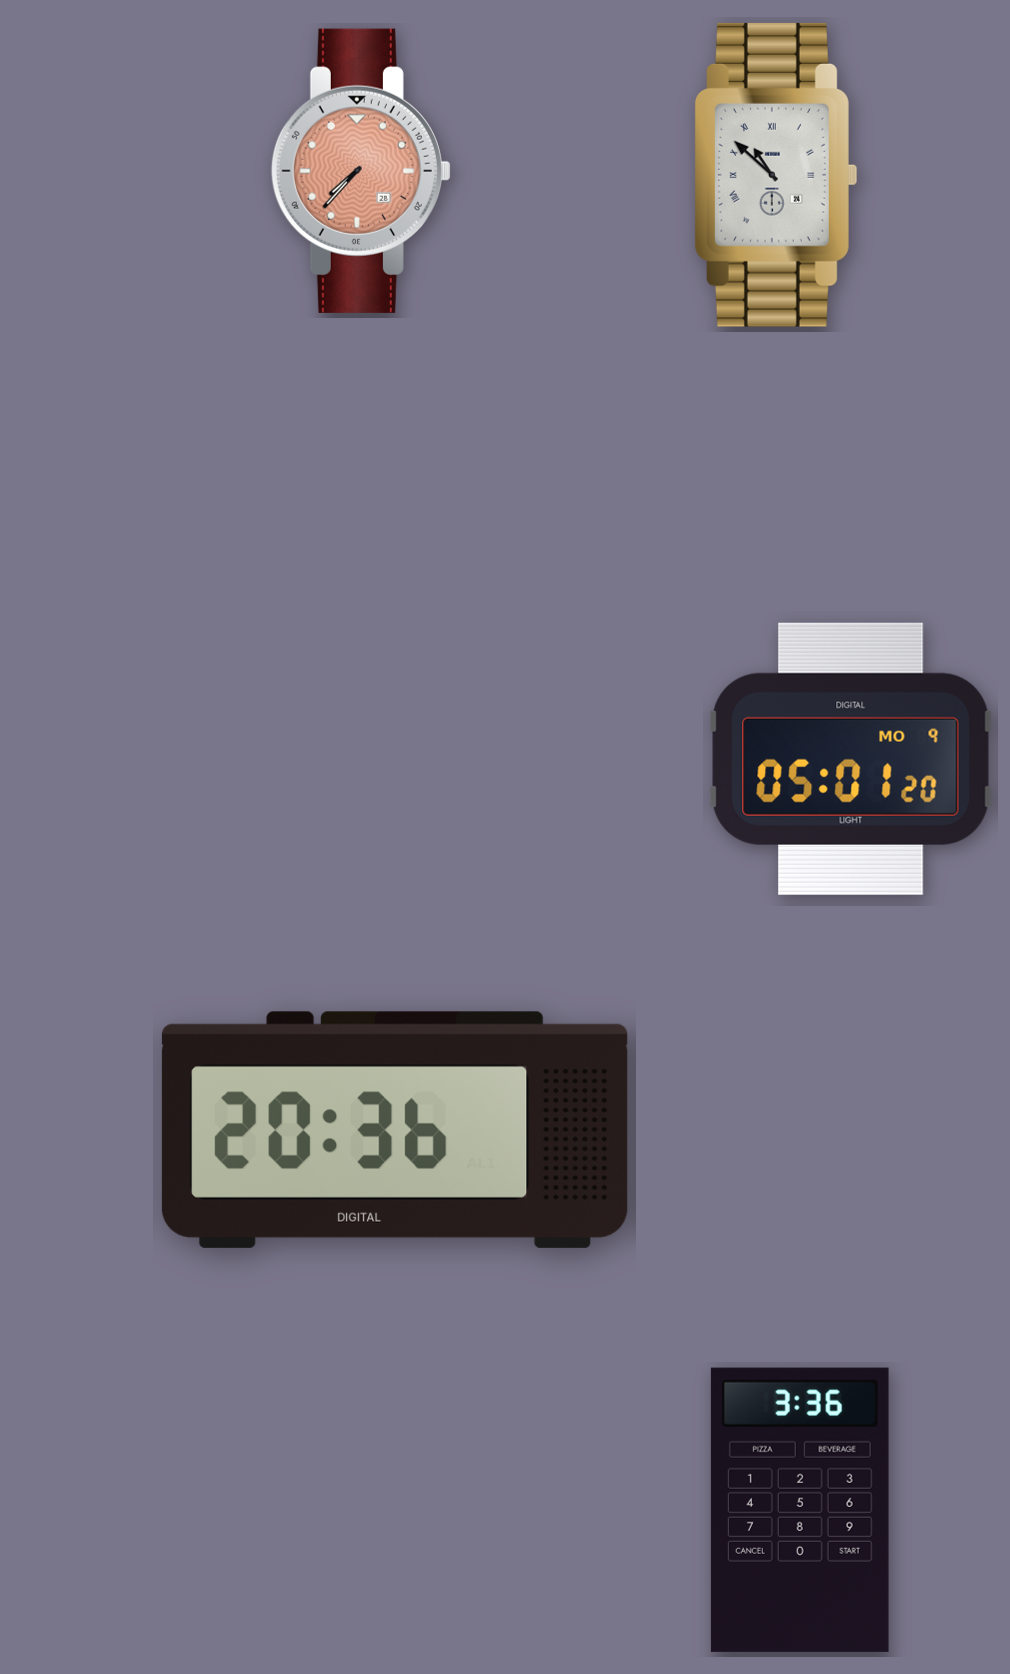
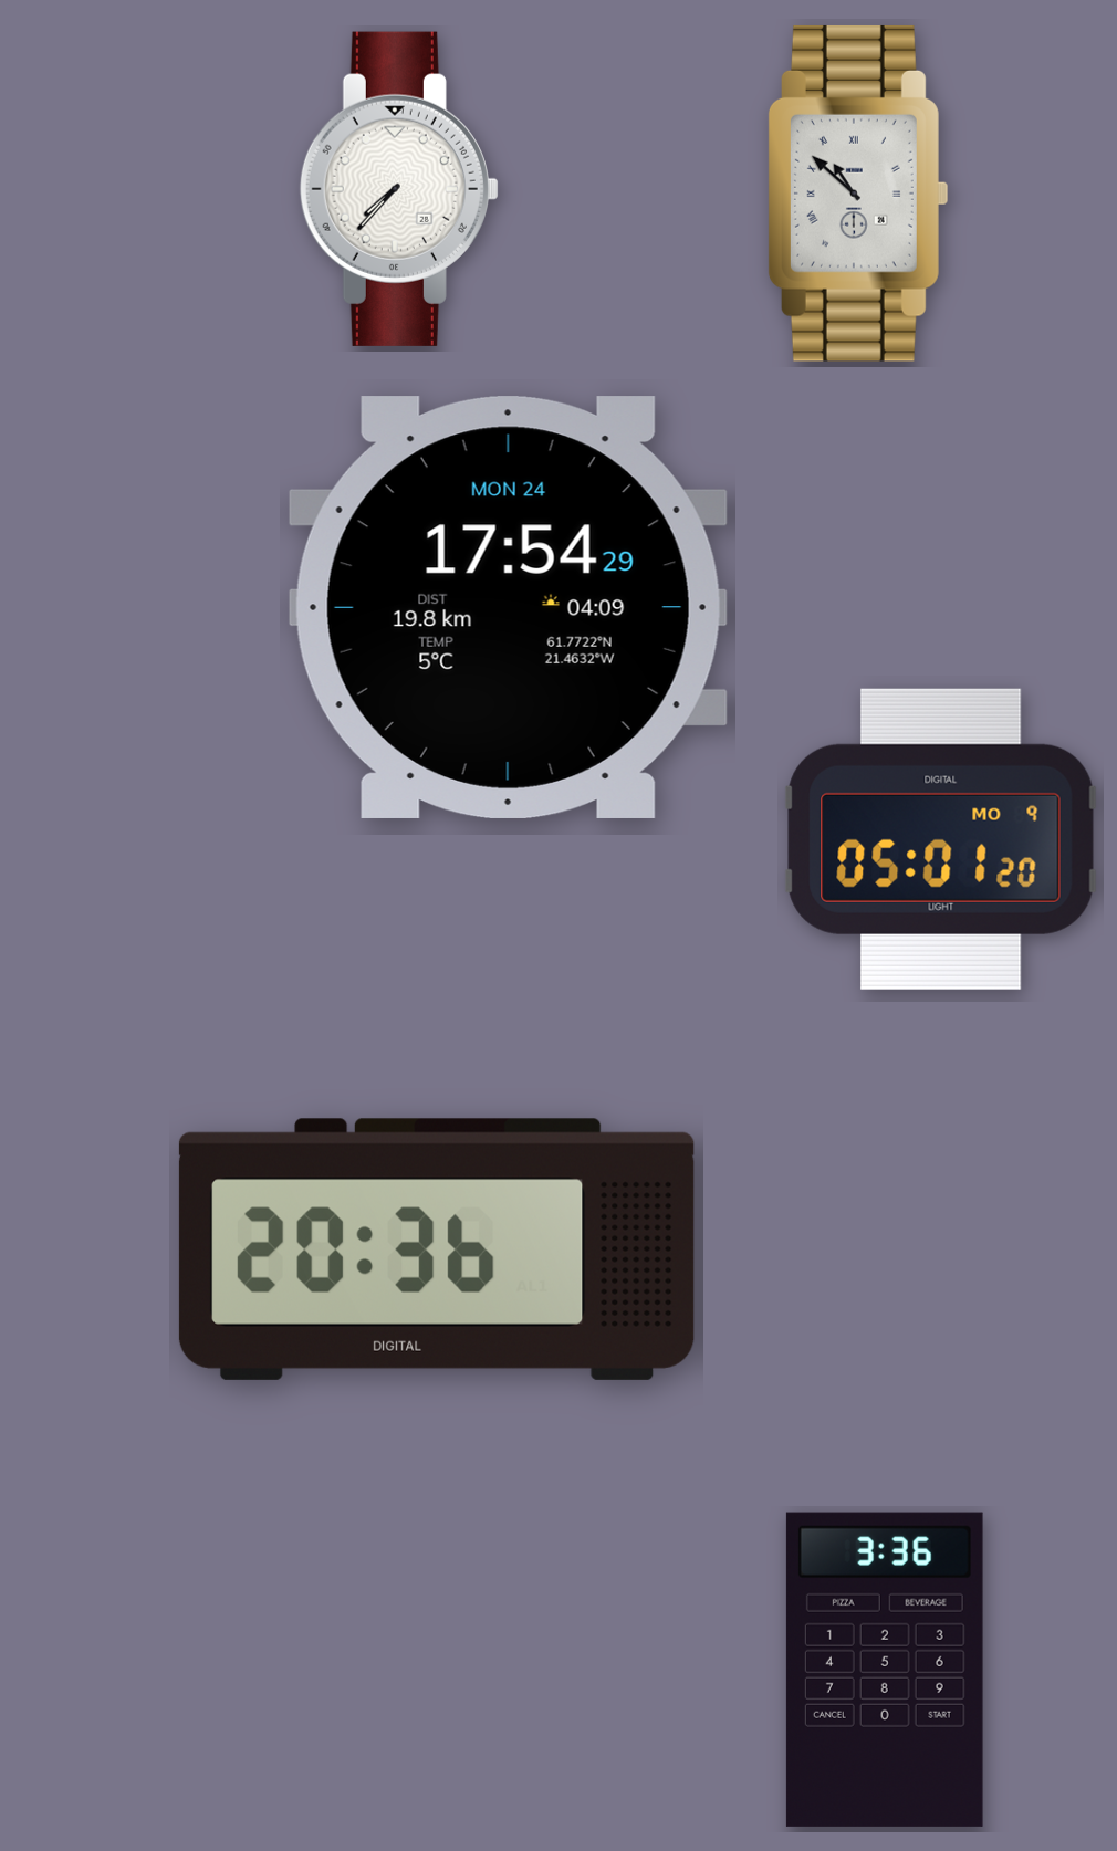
clock at (361, 171) dial: salmon -> white
clock at (508, 607): none -> 17:54
